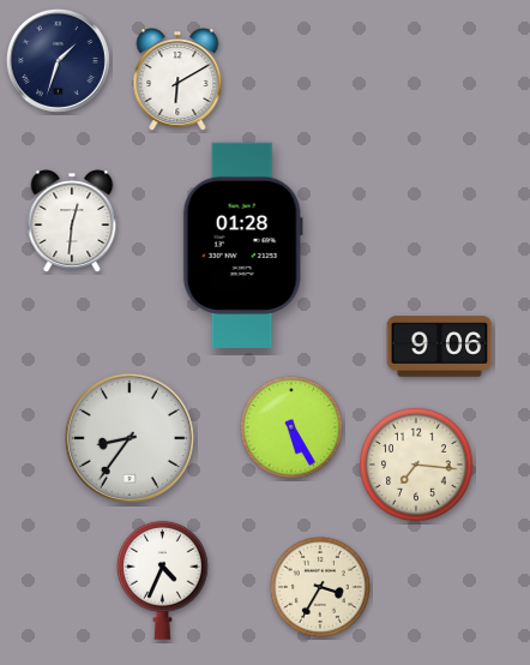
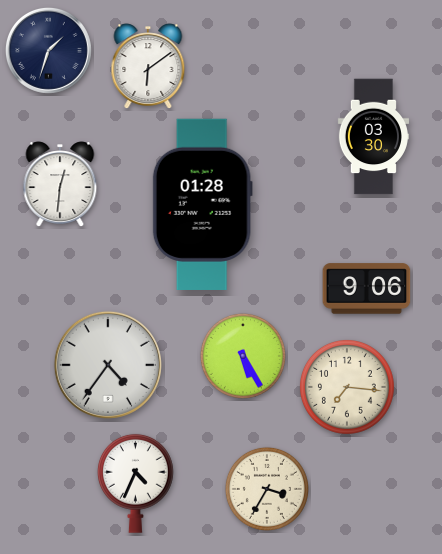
clock at (177, 79): 6:10 -> 6:09
clock at (373, 137): none -> 03:30
clock at (130, 438): 8:36 -> 4:36
